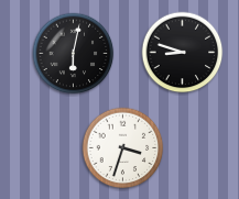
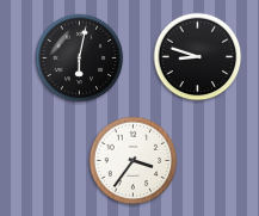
clock at (123, 148): 3:33 -> 3:36
